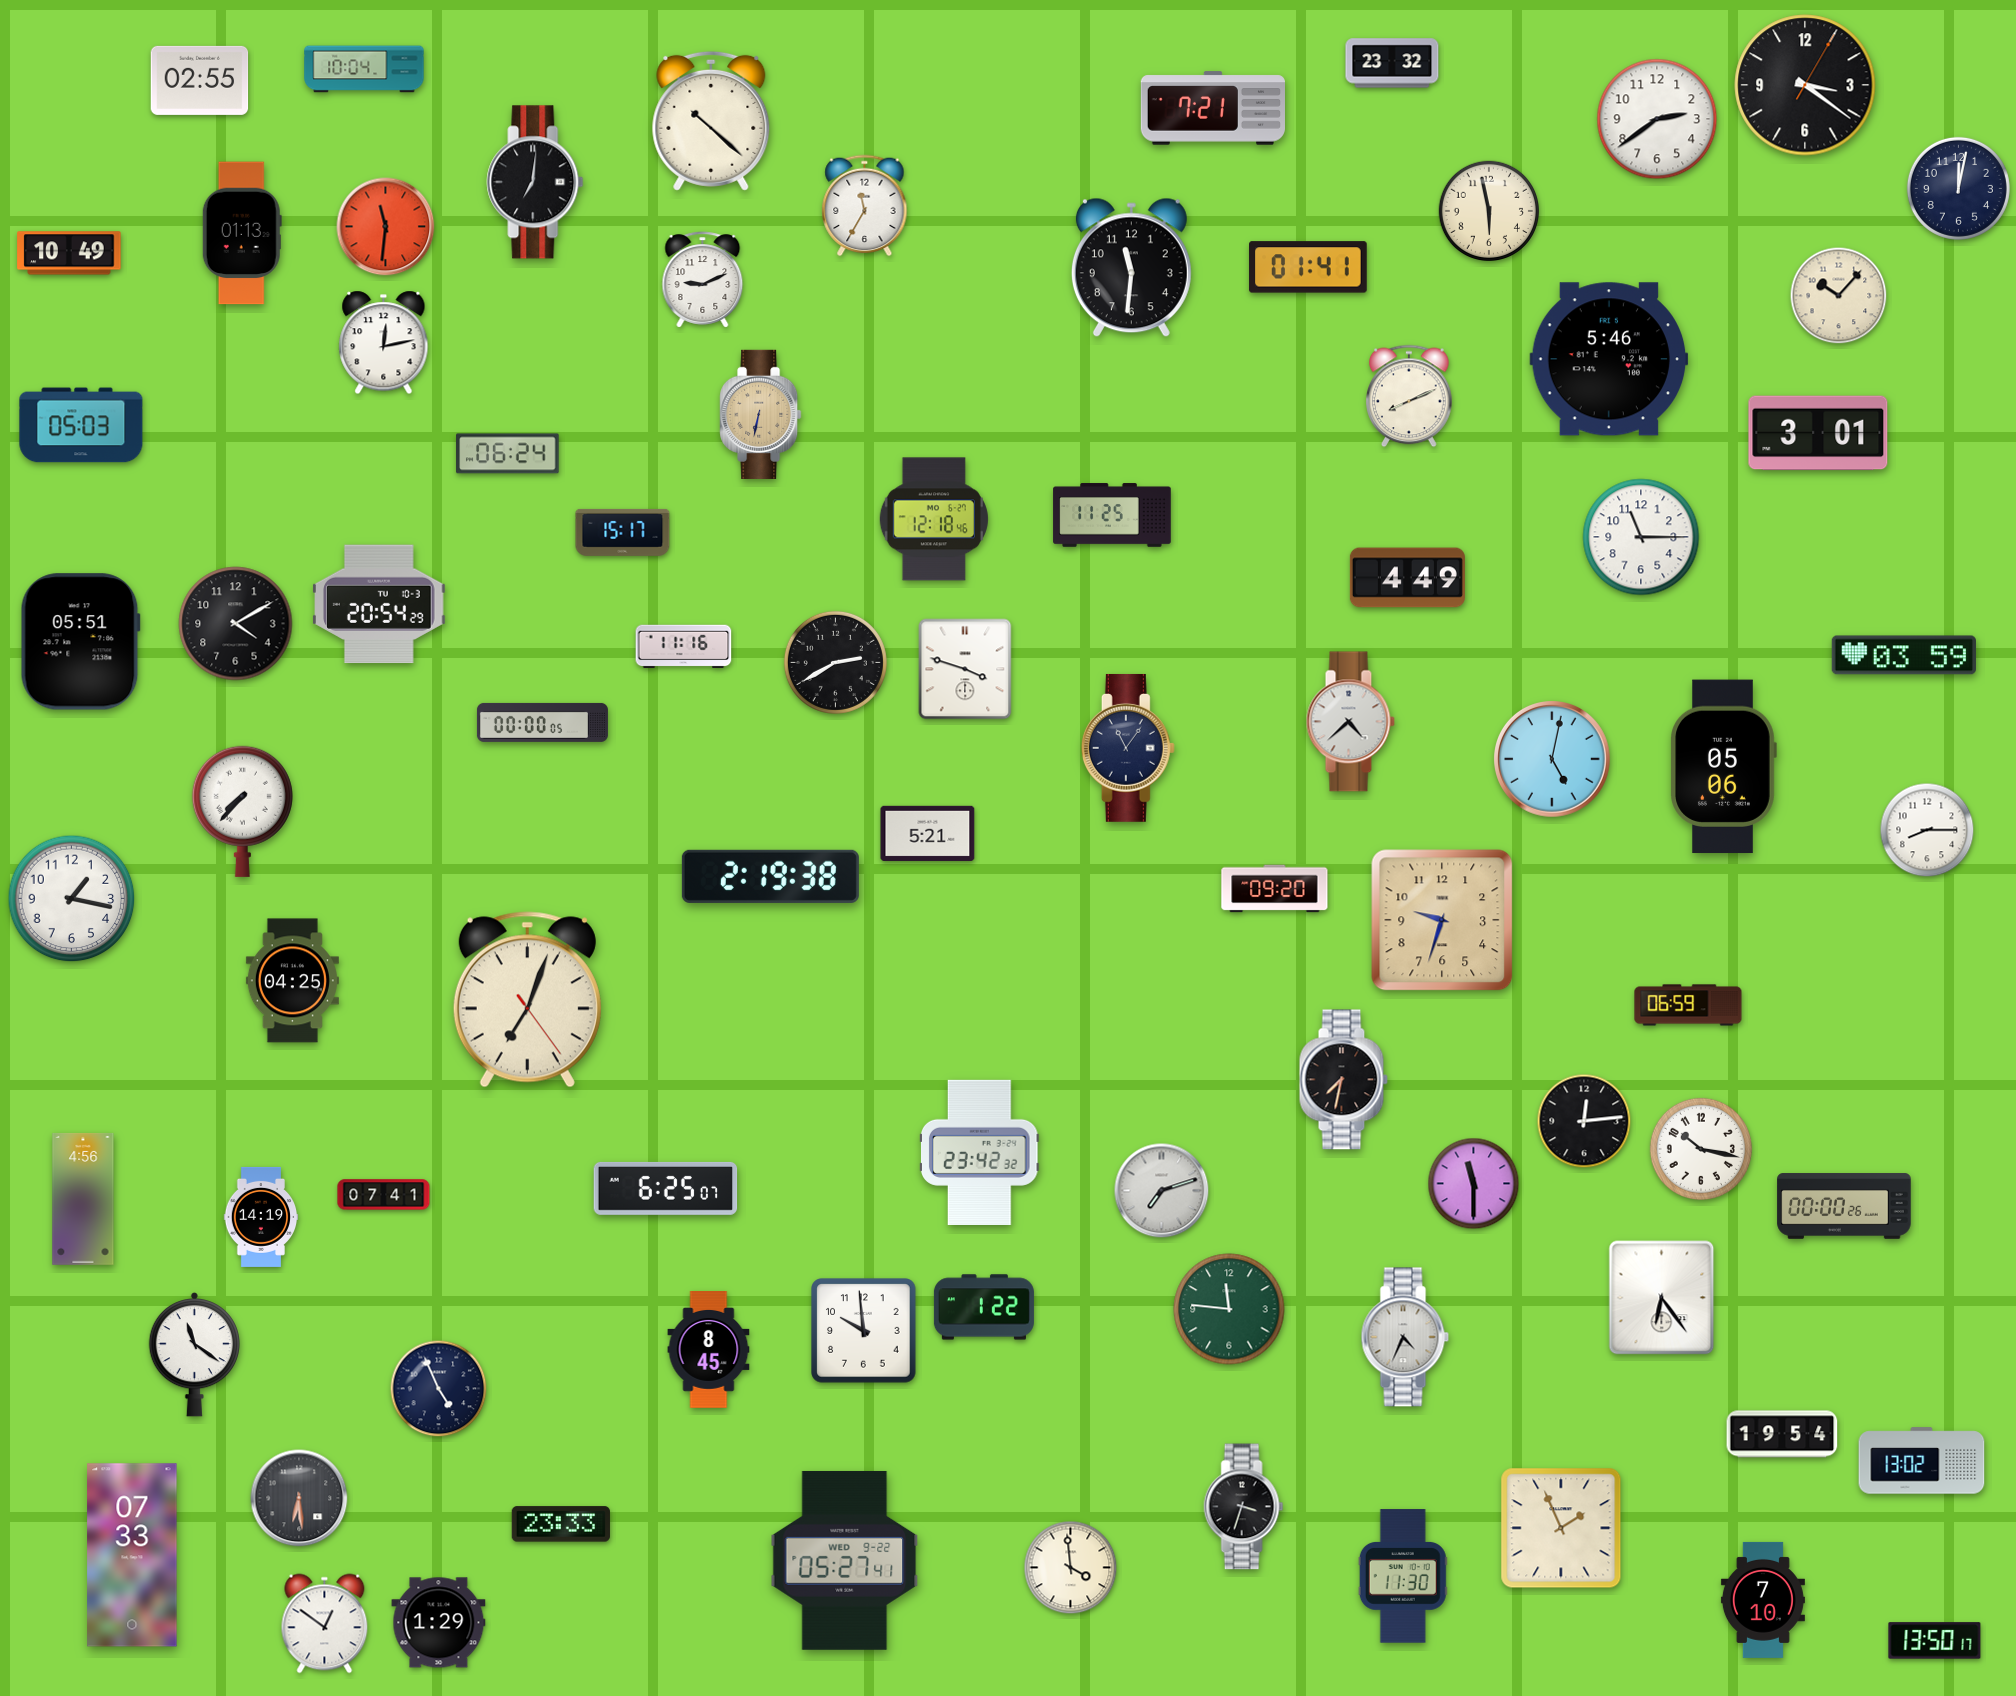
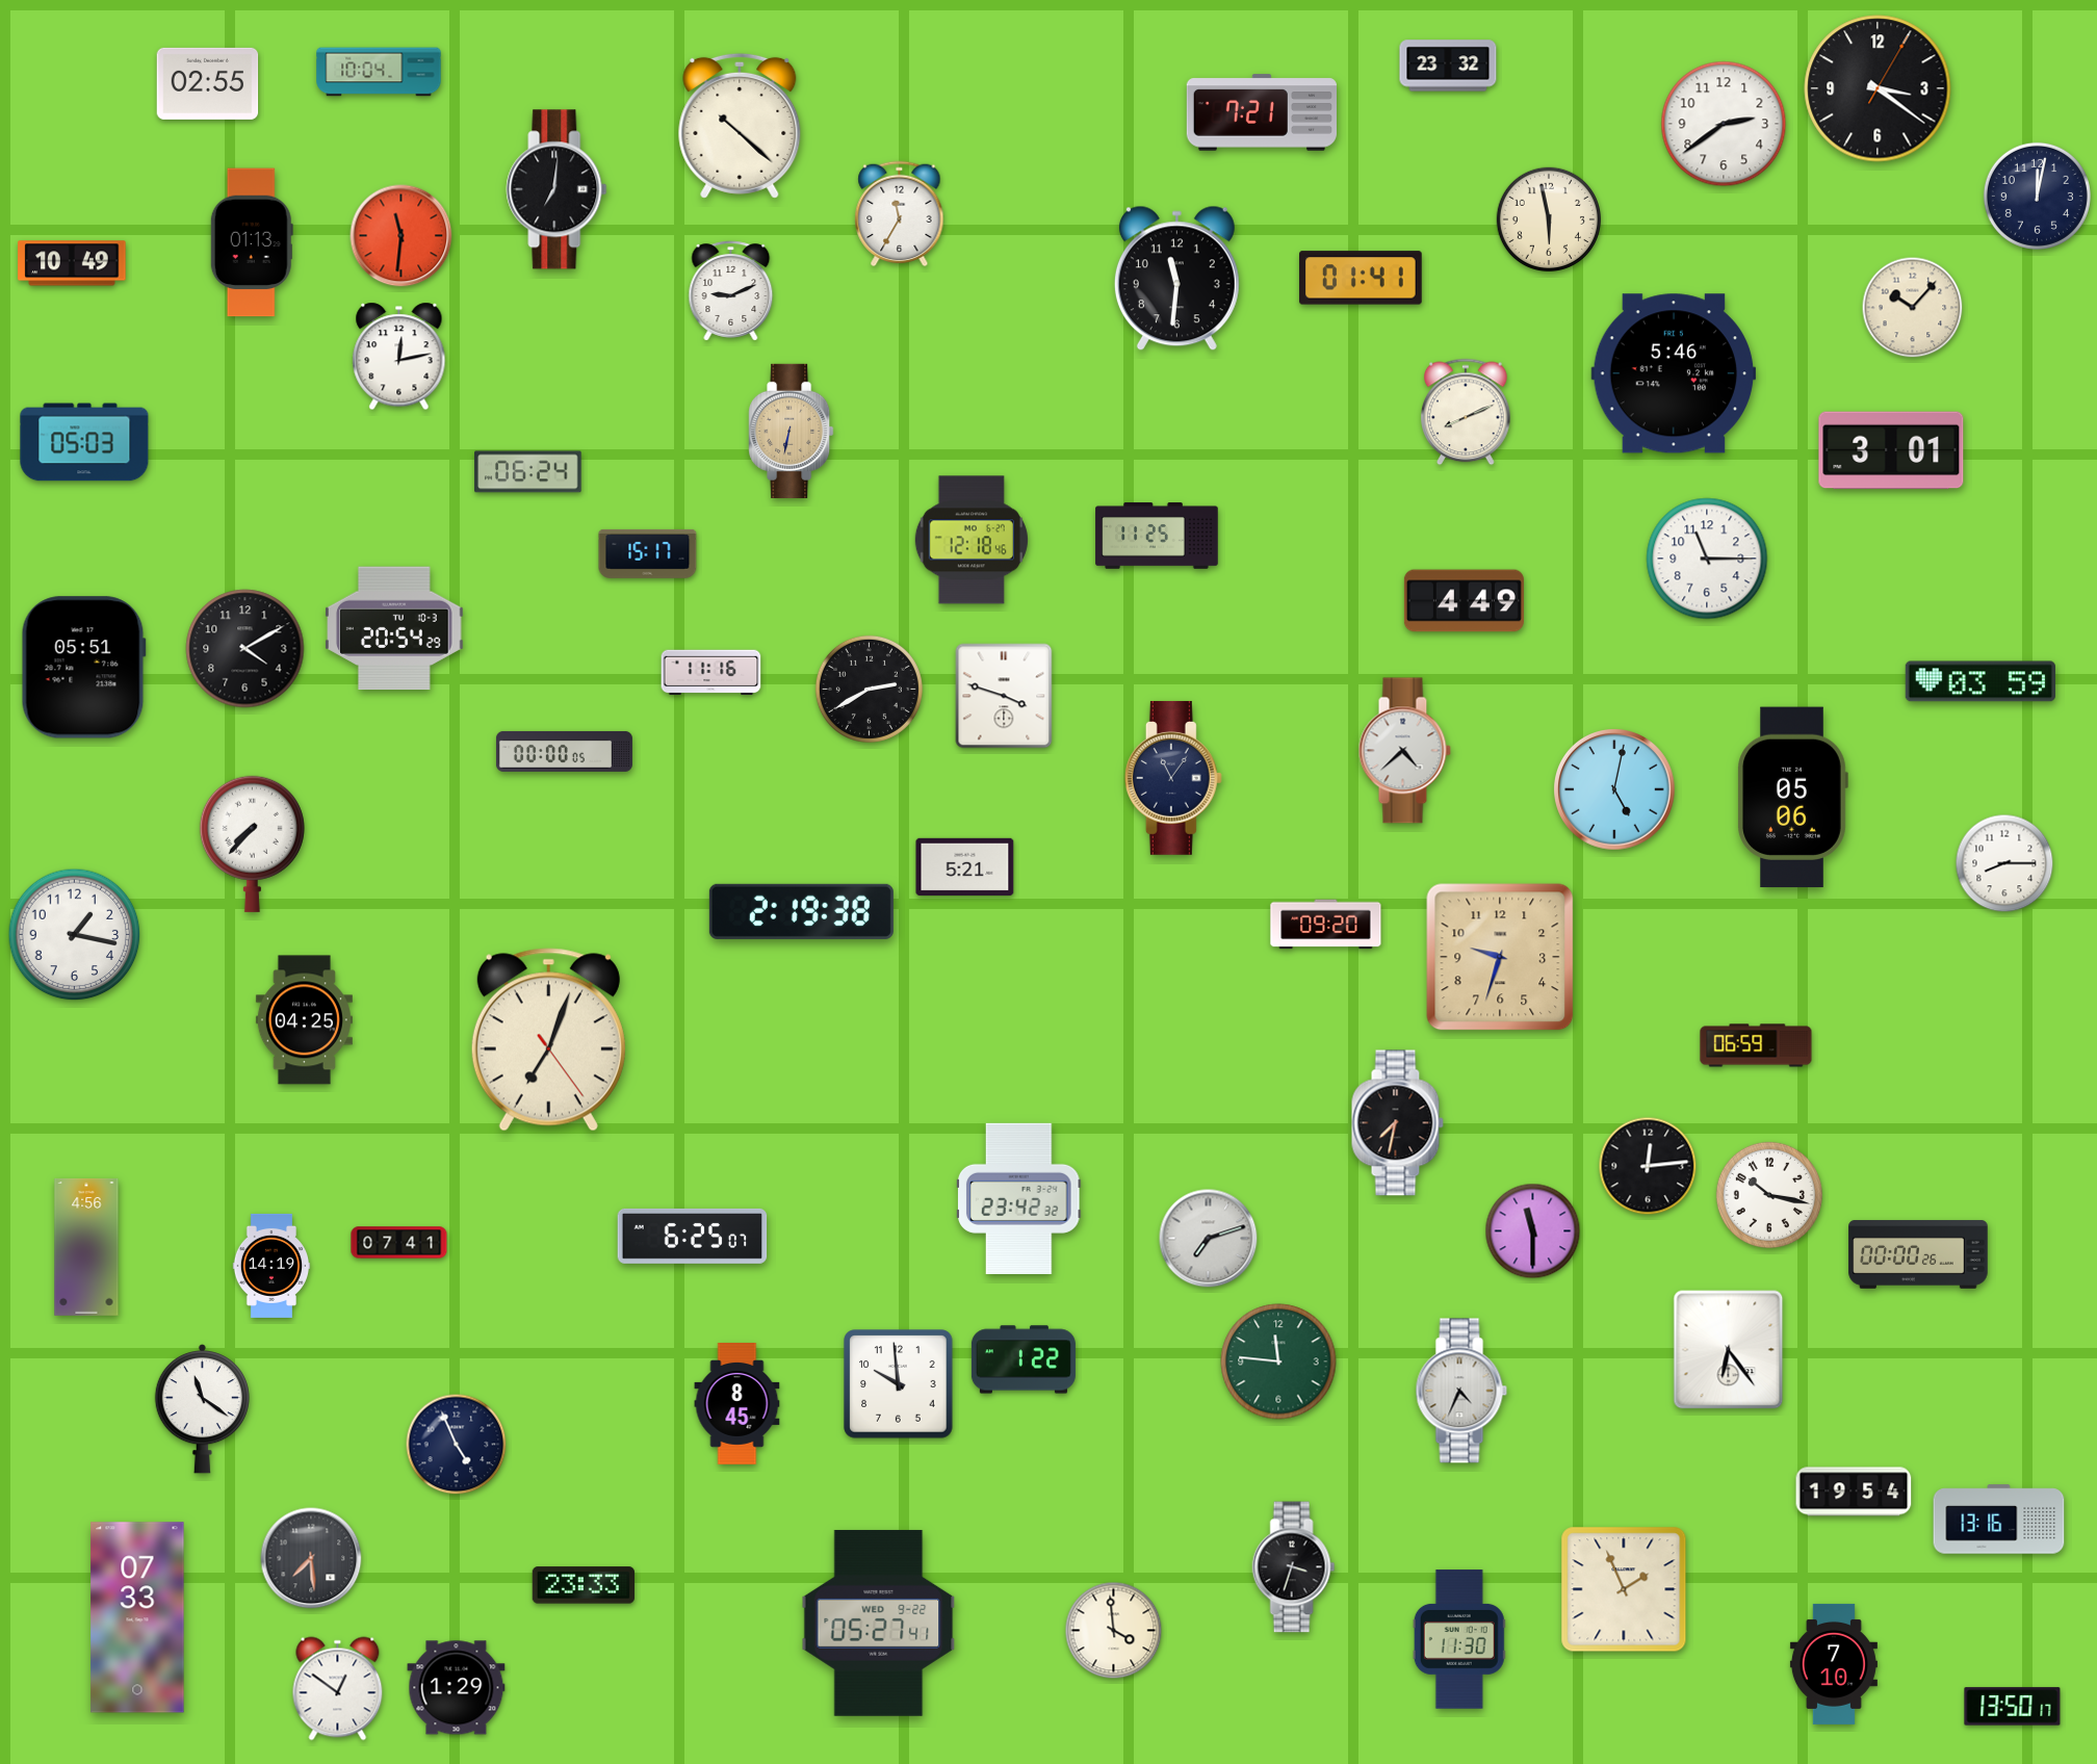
clock at (1922, 1461): 13:02 -> 13:16
clock at (299, 1498): 6:29 -> 7:29
